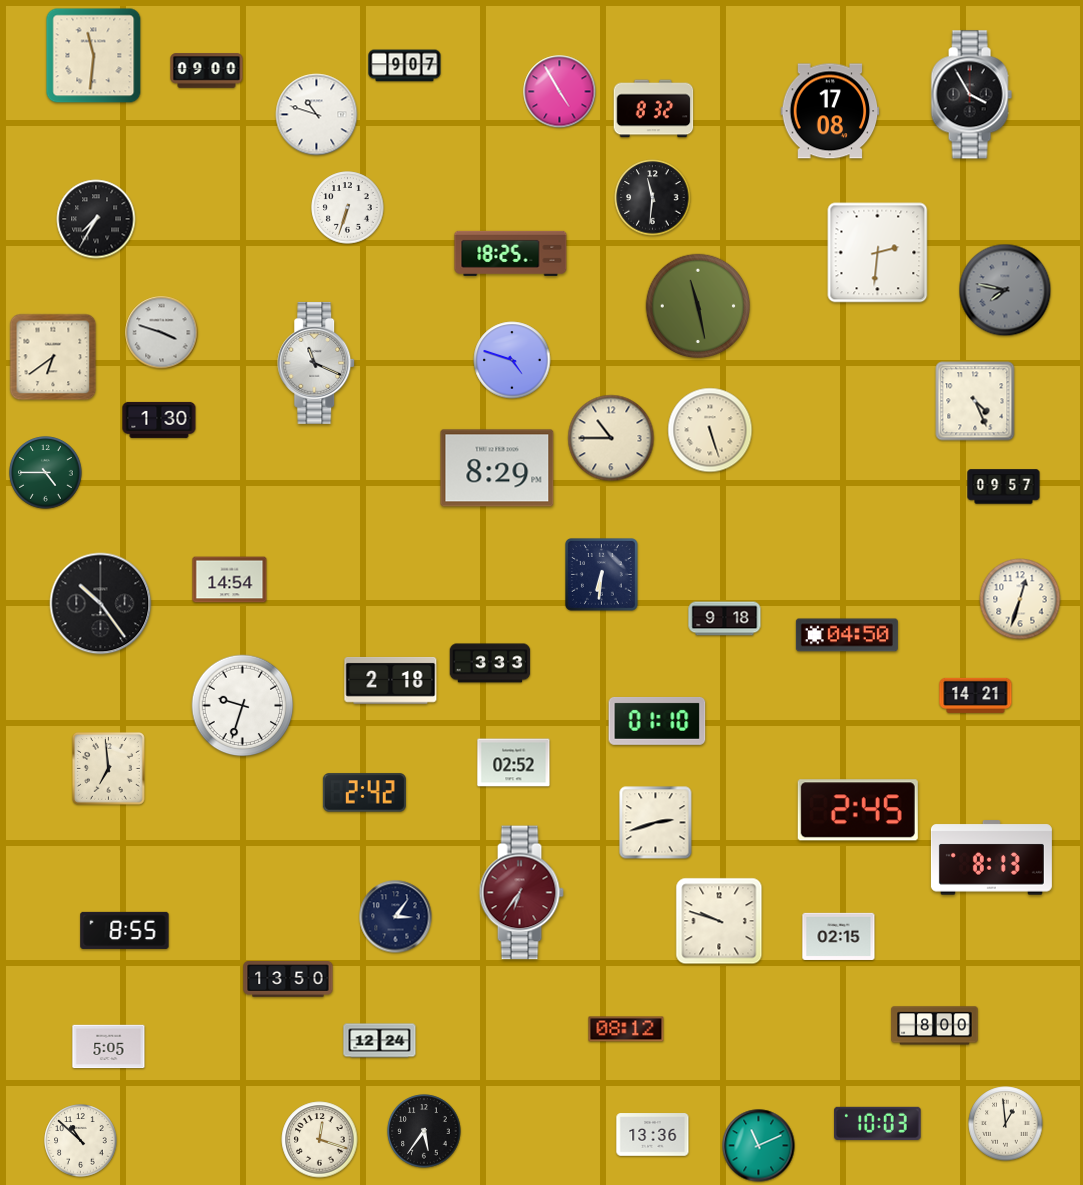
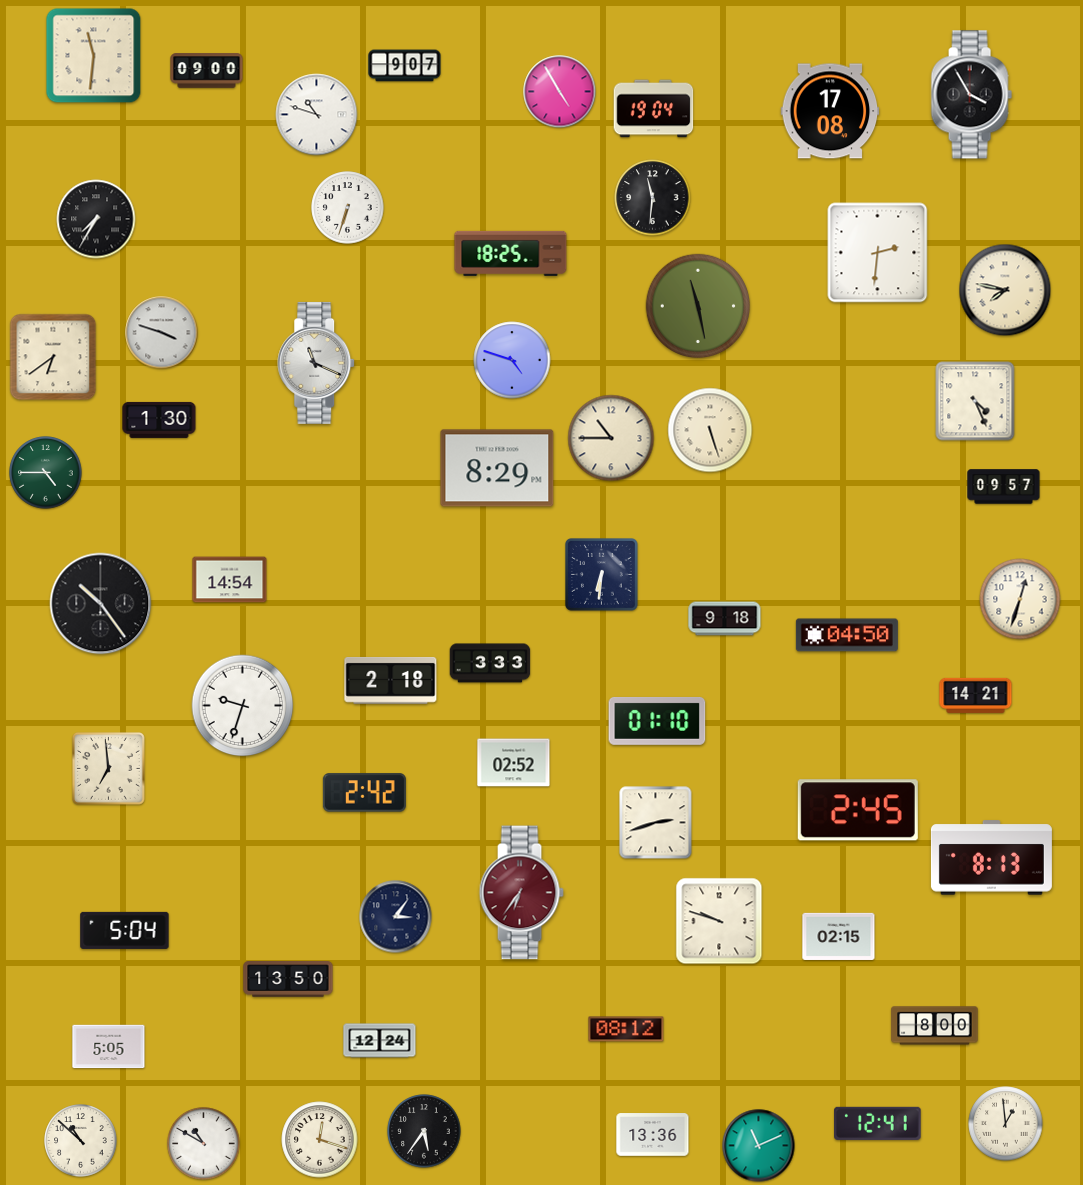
clock at (654, 109): 8:32 -> 19:04
clock at (1005, 290) dial: grey -> cream
clock at (125, 930): 8:55 -> 5:04
clock at (878, 1123): 10:03 -> 12:41
clock at (204, 1144): none -> 10:50
